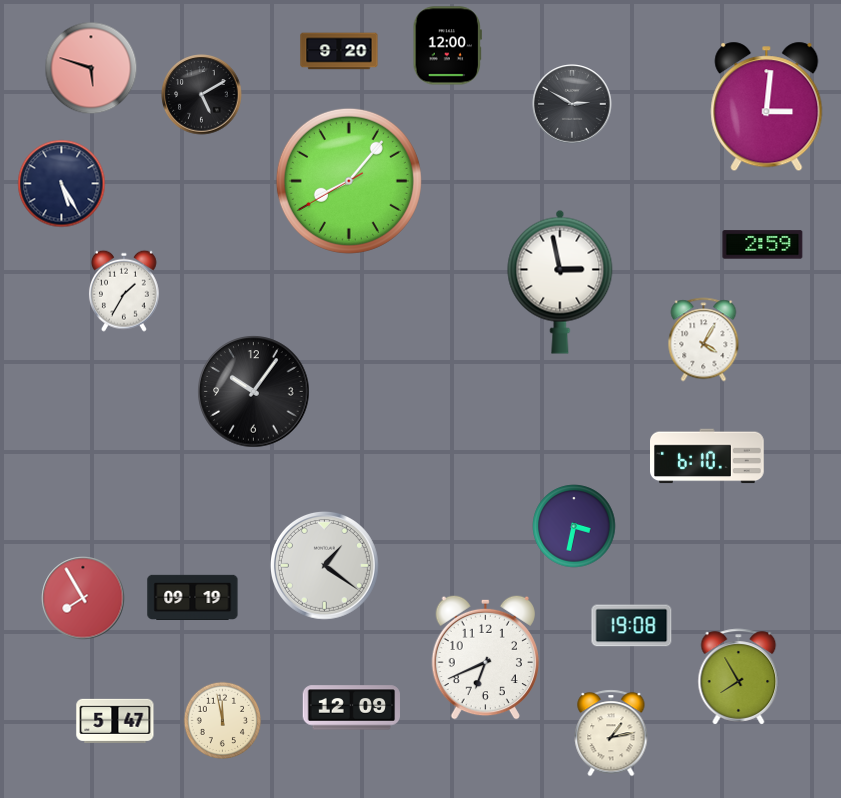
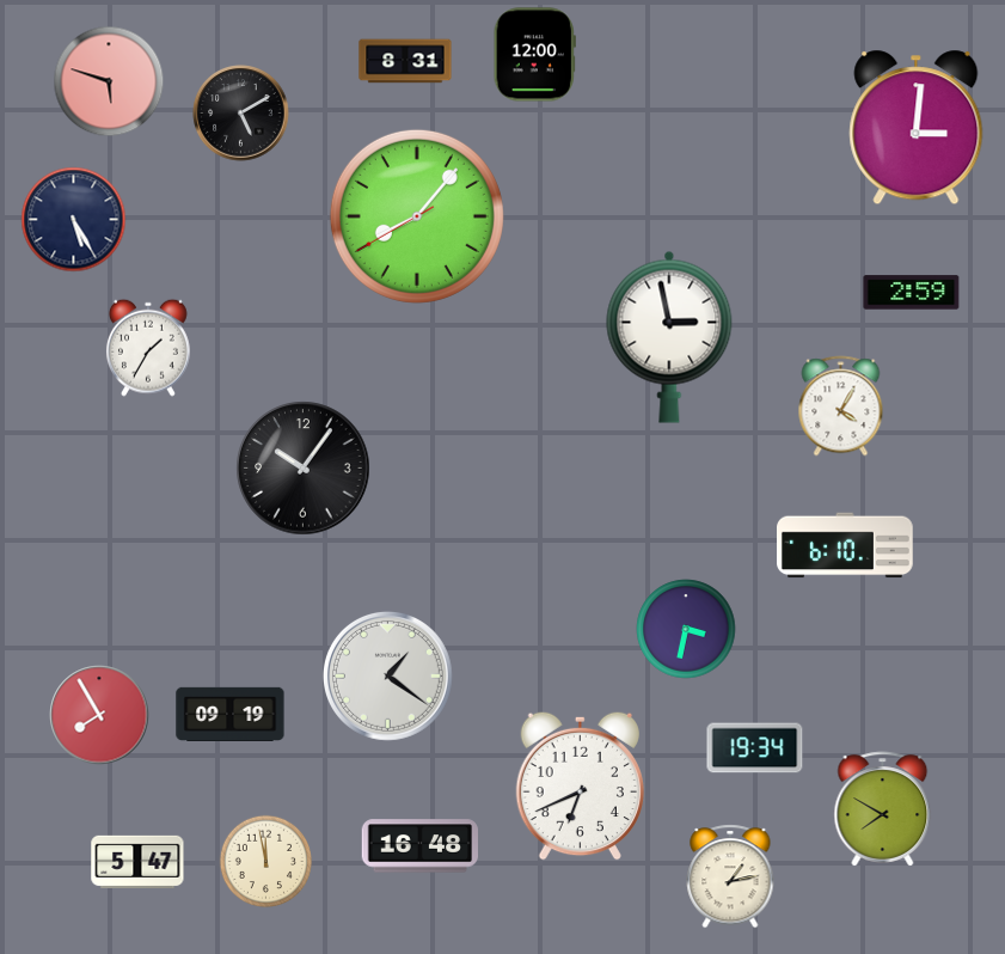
clock at (339, 51): 9:20 -> 8:31
clock at (572, 104): 2:50 -> none
clock at (632, 626): 19:08 -> 19:34
clock at (739, 677): 7:55 -> 7:50
clock at (352, 708): 12:09 -> 16:48
